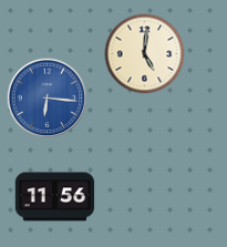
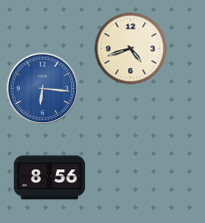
clock at (145, 54): 5:01 -> 4:42
clock at (55, 197): 11:56 -> 8:56
